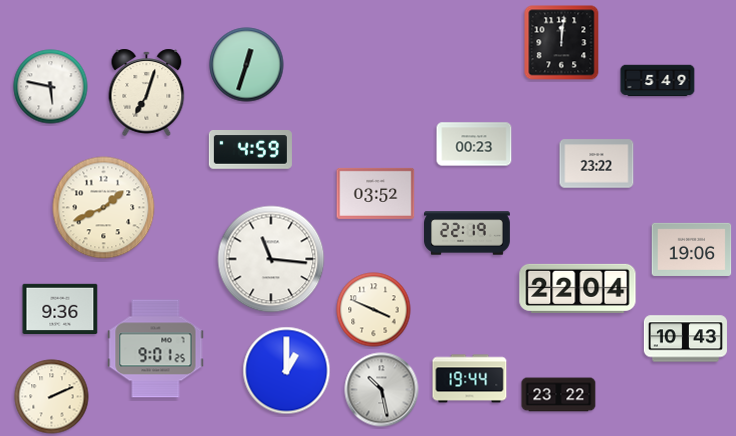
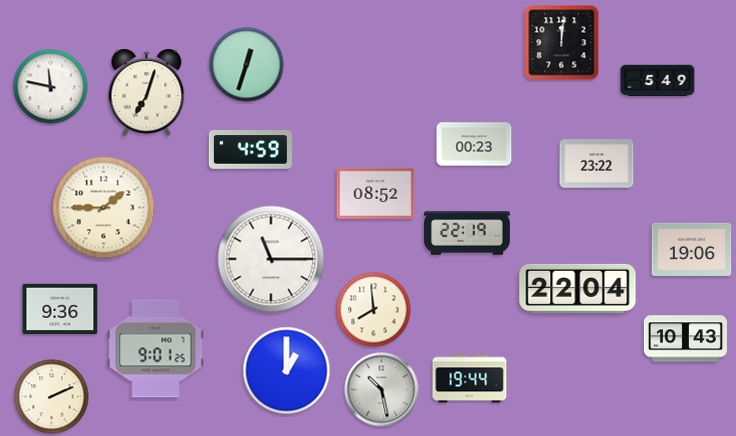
clock at (51, 87): 5:47 -> 11:47
clock at (376, 193): 03:52 -> 08:52
clock at (104, 208): 1:41 -> 1:45
clock at (271, 259): 11:16 -> 11:15
clock at (374, 310): 3:49 -> 7:59
clock at (559, 395): 23:22 -> none
